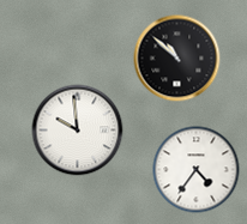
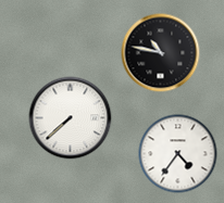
clock at (177, 59): 10:52 -> 10:47
clock at (78, 131): 9:59 -> 7:38
